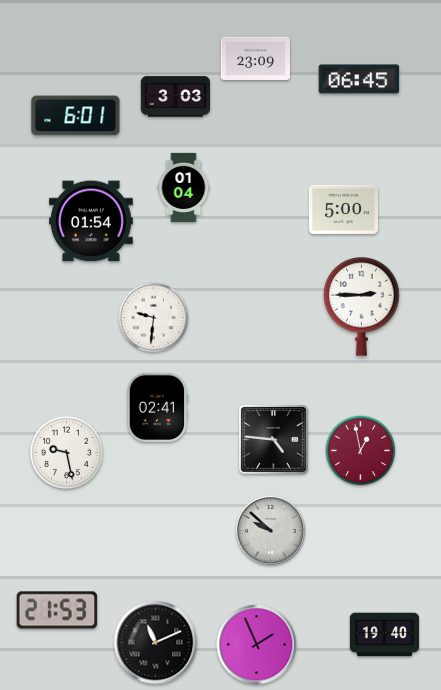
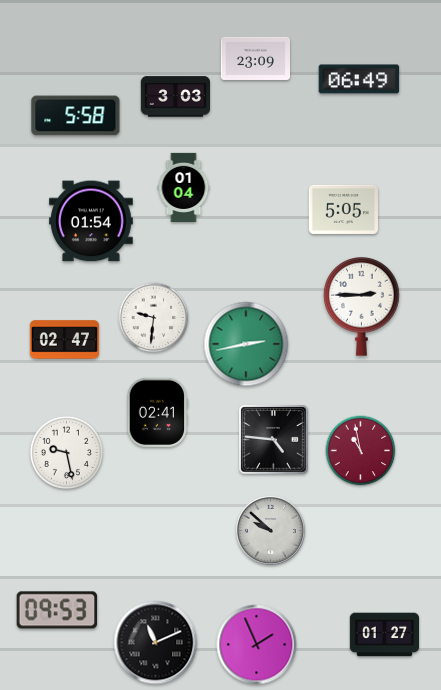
clock at (359, 79): 06:45 -> 06:49
clock at (76, 116): 6:01 -> 5:58
clock at (343, 209): 5:00 -> 5:05
clock at (64, 340): none -> 02:47
clock at (246, 344): none -> 2:43
clock at (157, 407) position: (157, 407) -> (157, 412)
clock at (361, 451): 12:58 -> 10:58
clock at (57, 610): 21:53 -> 09:53
clock at (384, 635): 19:40 -> 01:27
